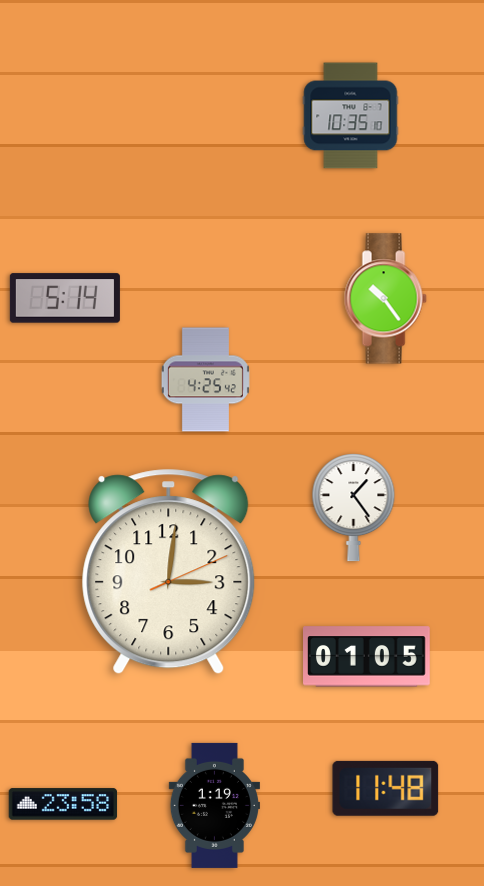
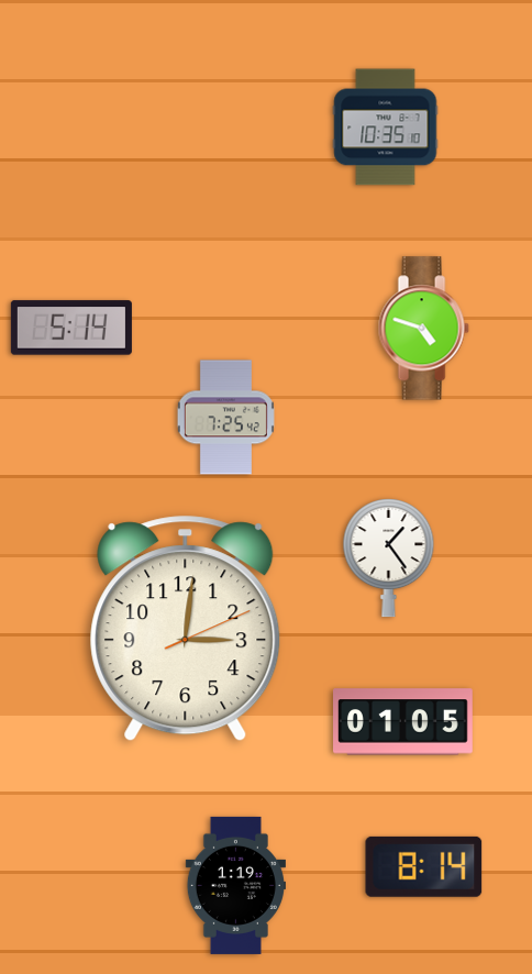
clock at (385, 299): 10:24 -> 4:48
clock at (205, 380): 4:25 -> 7:25
clock at (386, 788): 11:48 -> 8:14
clock at (63, 804): 23:58 -> none
